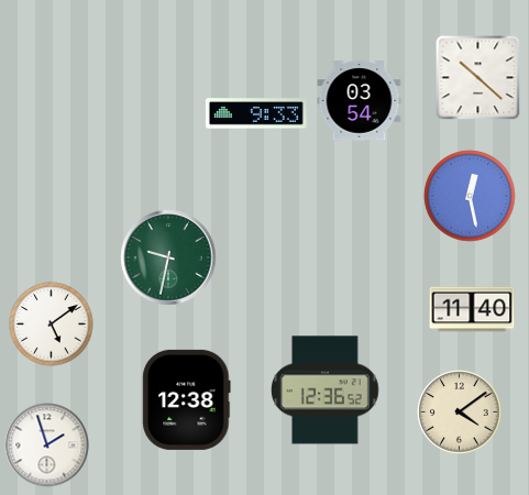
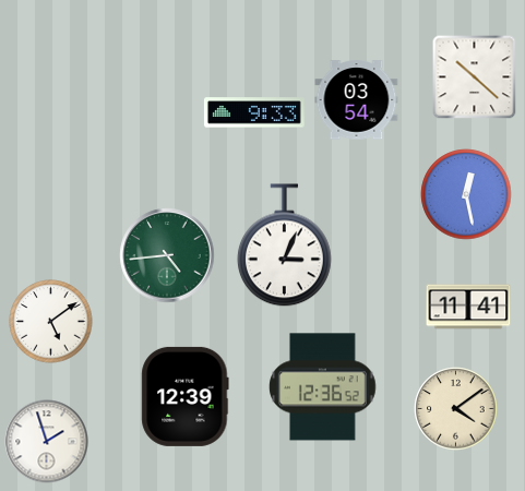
clock at (284, 245): none -> 3:04
clock at (168, 257): 9:32 -> 4:44
clock at (472, 309): 11:40 -> 11:41
clock at (187, 399): 12:38 -> 12:39
